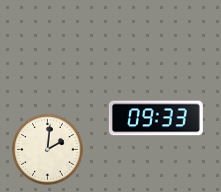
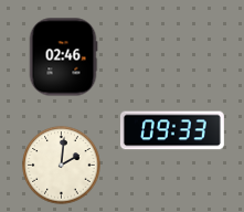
clock at (63, 57): none -> 02:46
clock at (48, 150) position: (48, 150) -> (62, 166)
